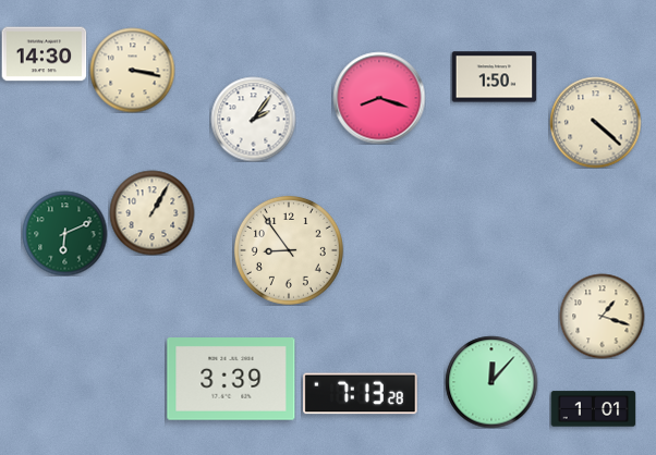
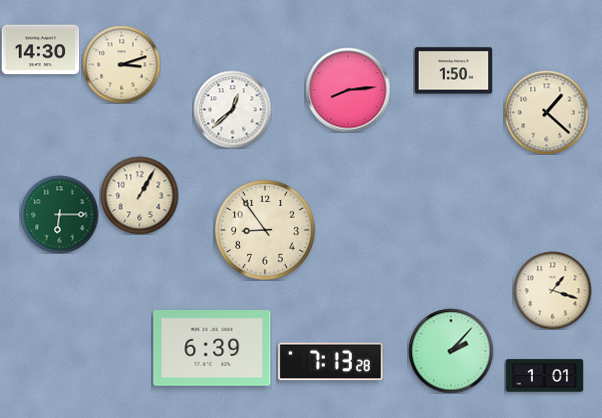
clock at (132, 70): 3:17 -> 3:12
clock at (379, 98): 8:18 -> 8:14
clock at (253, 119): 2:06 -> 12:38
clock at (595, 122): 4:22 -> 1:22
clock at (64, 233): 6:11 -> 6:15
clock at (231, 380): 3:39 -> 6:39
clock at (491, 382): 12:07 -> 2:07
